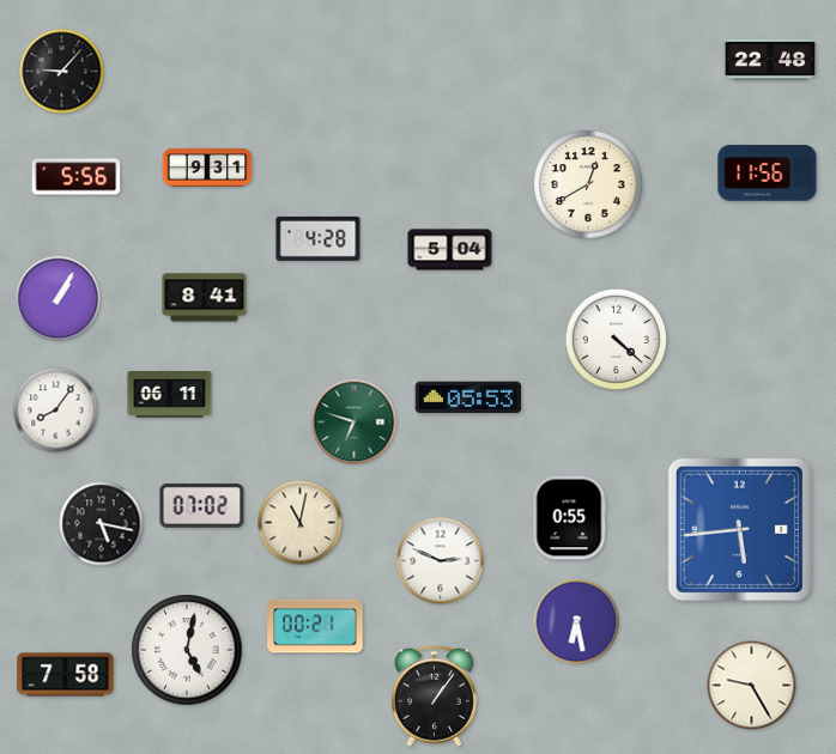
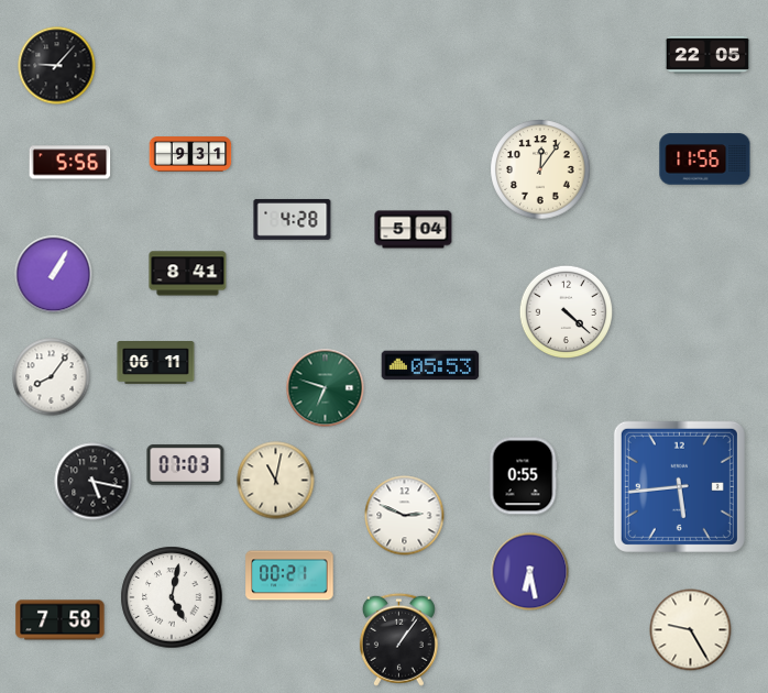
clock at (770, 60): 22:48 -> 22:05
clock at (588, 184): 12:40 -> 12:06
clock at (202, 506): 07:02 -> 07:03
